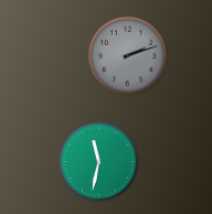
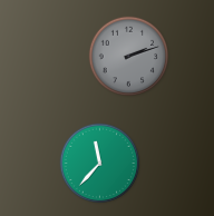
clock at (99, 162): 11:32 -> 11:37
